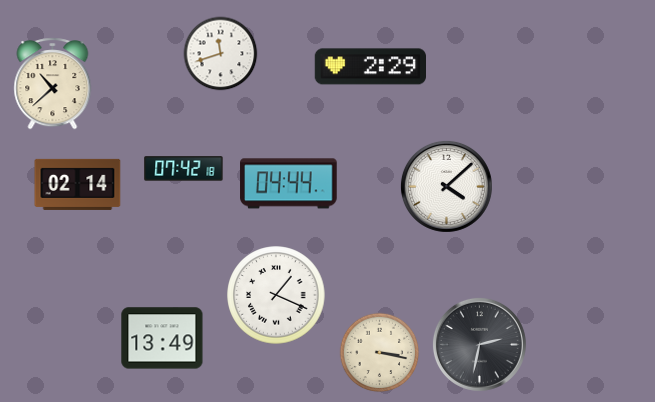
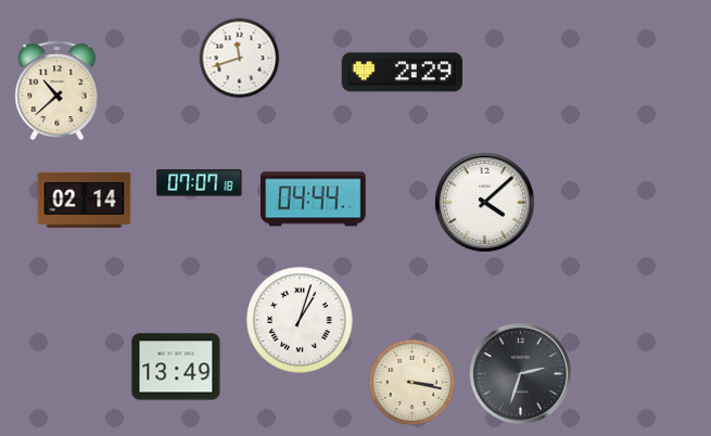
clock at (184, 169): 07:42 -> 07:07
clock at (276, 295): 1:19 -> 1:03
clock at (479, 344): 2:32 -> 2:33
